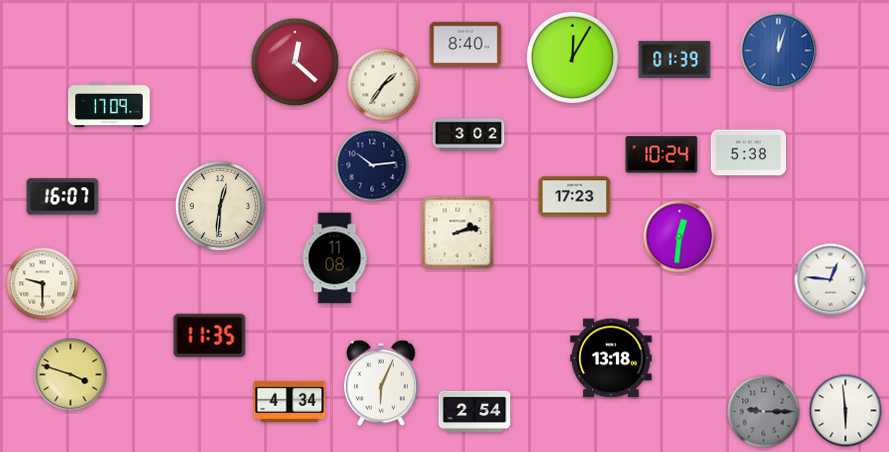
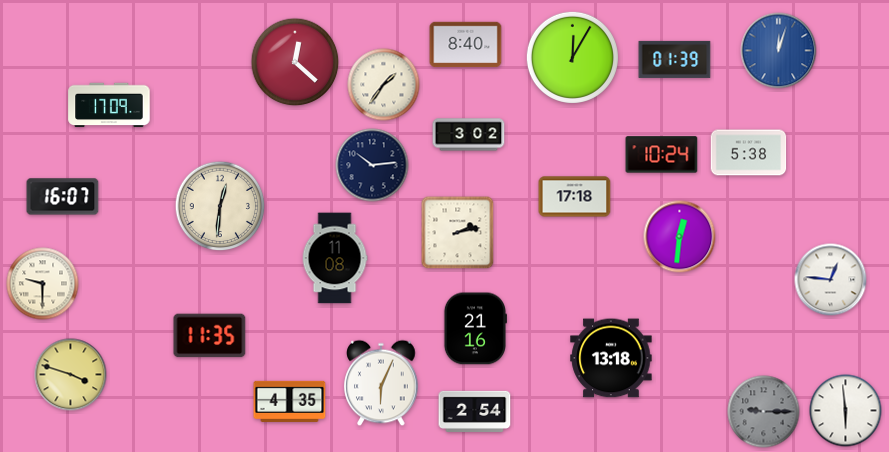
clock at (575, 197): 17:23 -> 17:18
clock at (475, 329): none -> 21:16
clock at (290, 401): 4:34 -> 4:35
